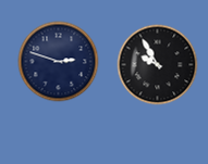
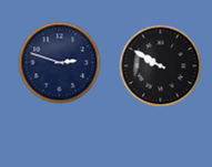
clock at (158, 65): 9:55 -> 9:50
